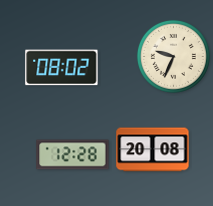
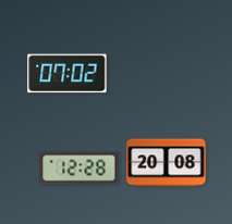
clock at (173, 56): 9:34 -> none
clock at (62, 68): 08:02 -> 07:02
